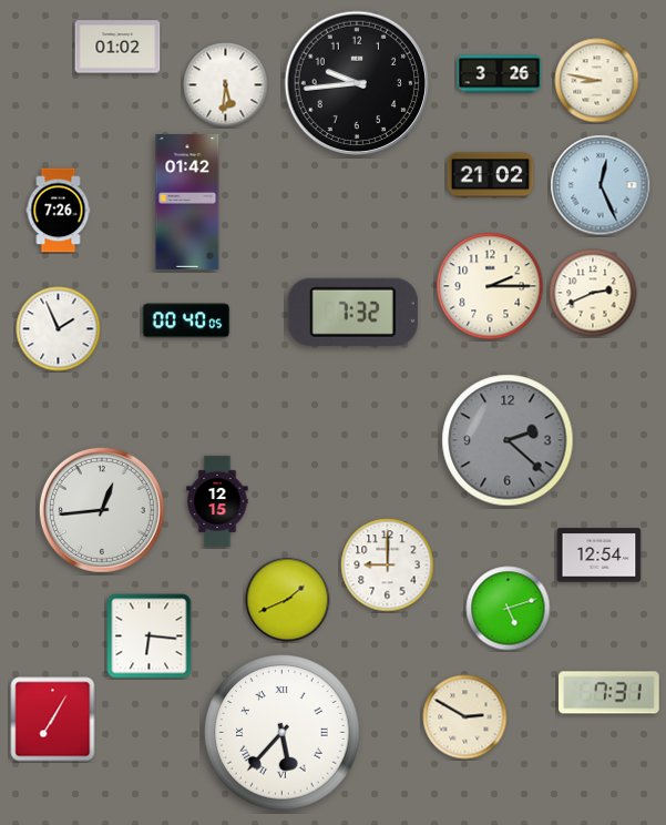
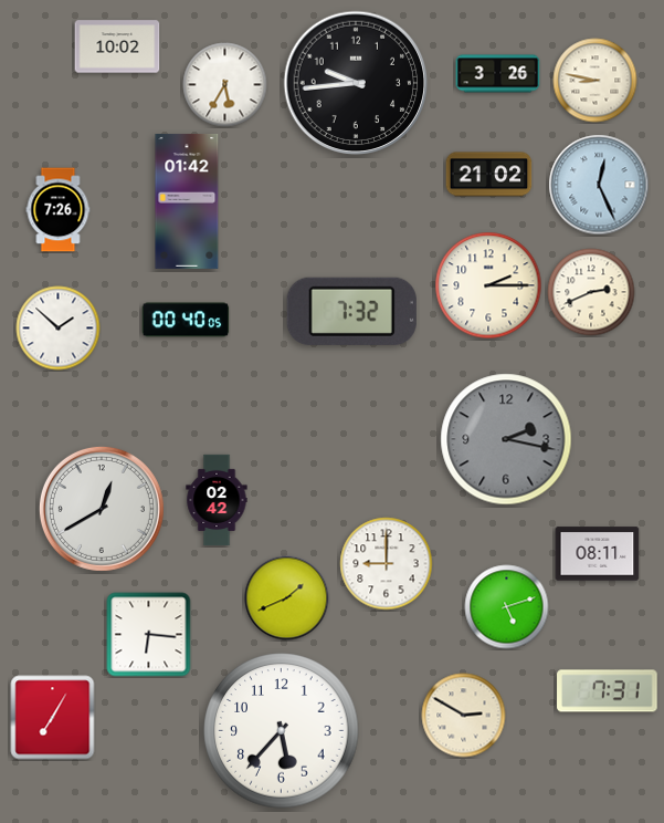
clock at (117, 47): 01:02 -> 10:02
clock at (226, 85): 5:31 -> 5:35
clock at (59, 329): 1:56 -> 1:52
clock at (508, 440): 2:22 -> 2:17
clock at (217, 501): 12:15 -> 02:42
clock at (102, 510): 12:44 -> 12:40
clock at (600, 556): 12:54 -> 08:11
clock at (283, 733) numerals: Roman -> Arabic
